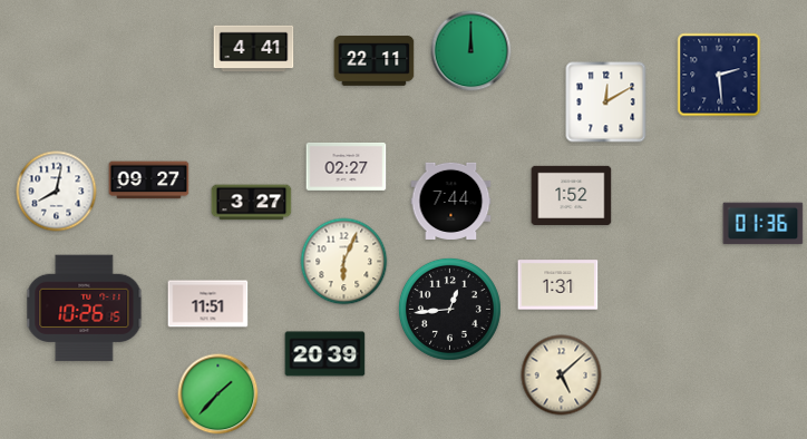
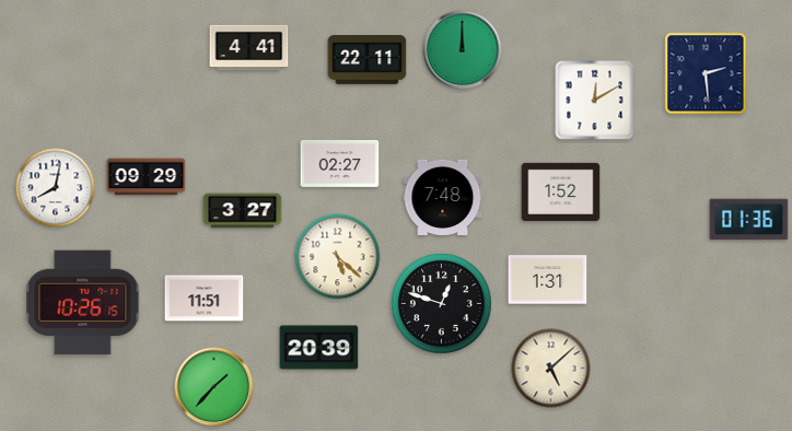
clock at (149, 181): 09:27 -> 09:29
clock at (451, 201): 7:44 -> 7:48
clock at (252, 203) position: (252, 203) -> (243, 211)
clock at (344, 262): 6:04 -> 5:22
clock at (449, 309): 12:44 -> 12:48
